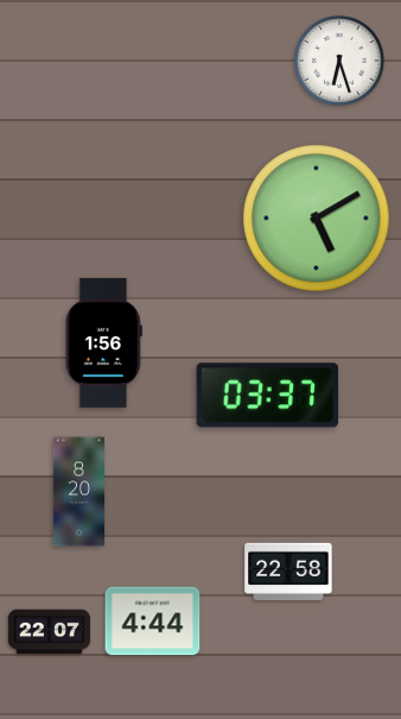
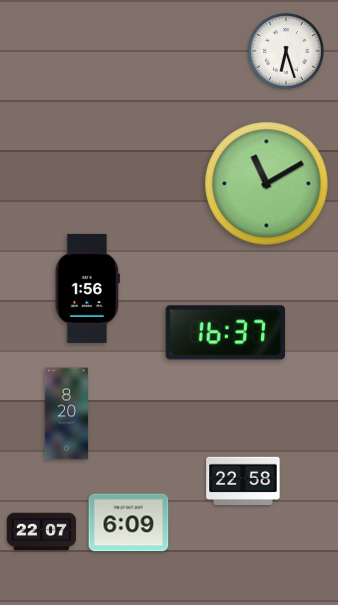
clock at (317, 219): 5:10 -> 11:10
clock at (268, 396): 03:37 -> 16:37
clock at (153, 622): 4:44 -> 6:09
